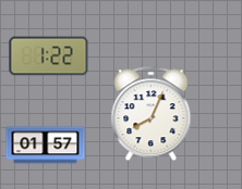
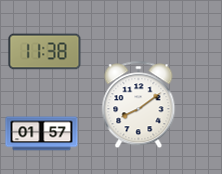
clock at (49, 56): 1:22 -> 11:38
clock at (152, 114): 8:04 -> 8:09
